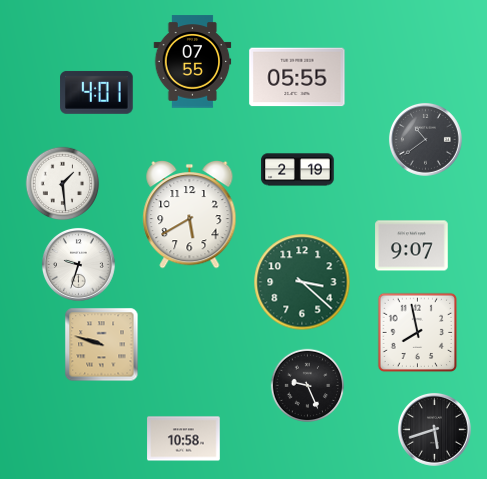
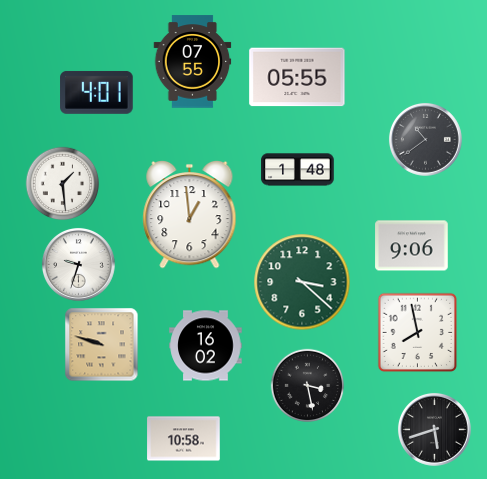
clock at (298, 170): 2:19 -> 1:48
clock at (190, 214): 5:40 -> 12:59
clock at (412, 246): 9:07 -> 9:06
clock at (206, 346): none -> 16:02
clock at (308, 386): 9:26 -> 3:28
